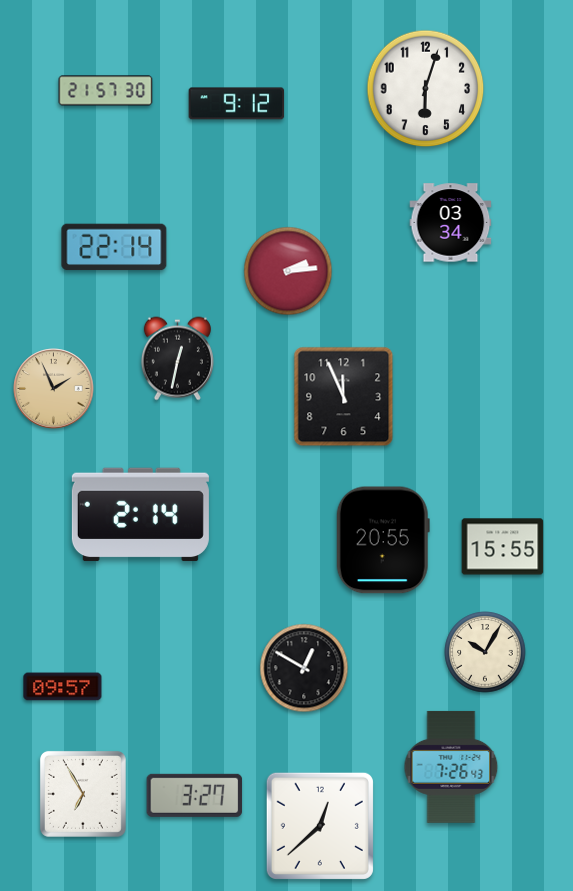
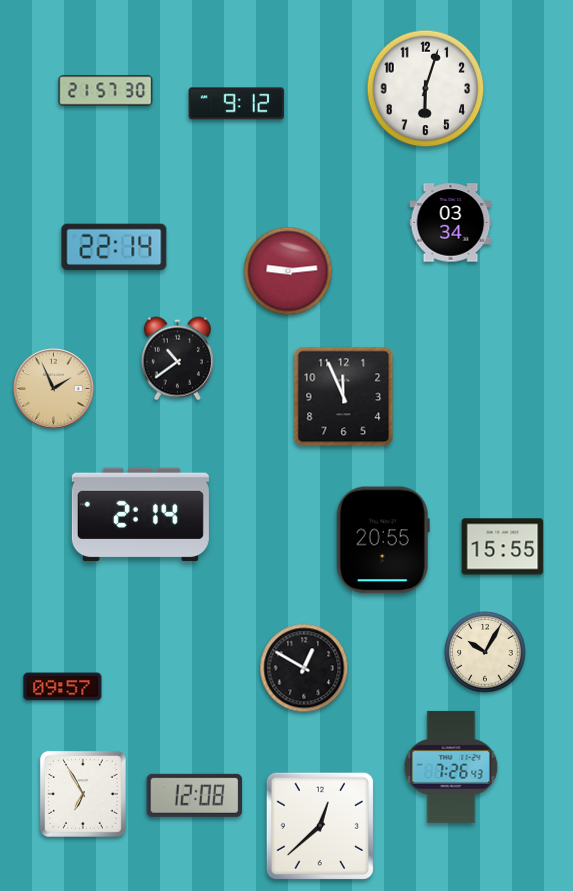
clock at (288, 271): 2:14 -> 9:14
clock at (177, 359): 12:32 -> 10:39
clock at (195, 795): 3:27 -> 12:08
